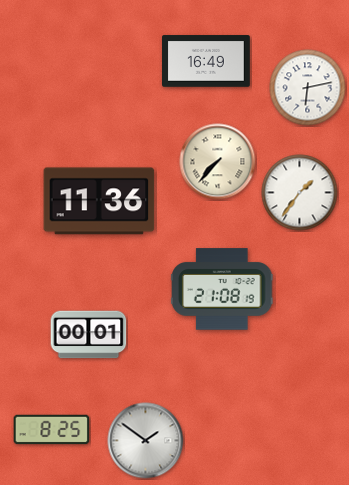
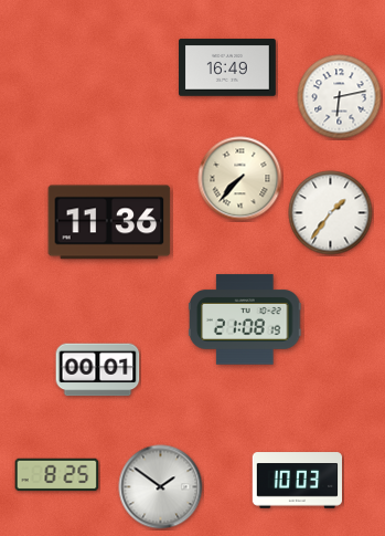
clock at (298, 481): none -> 10:03
